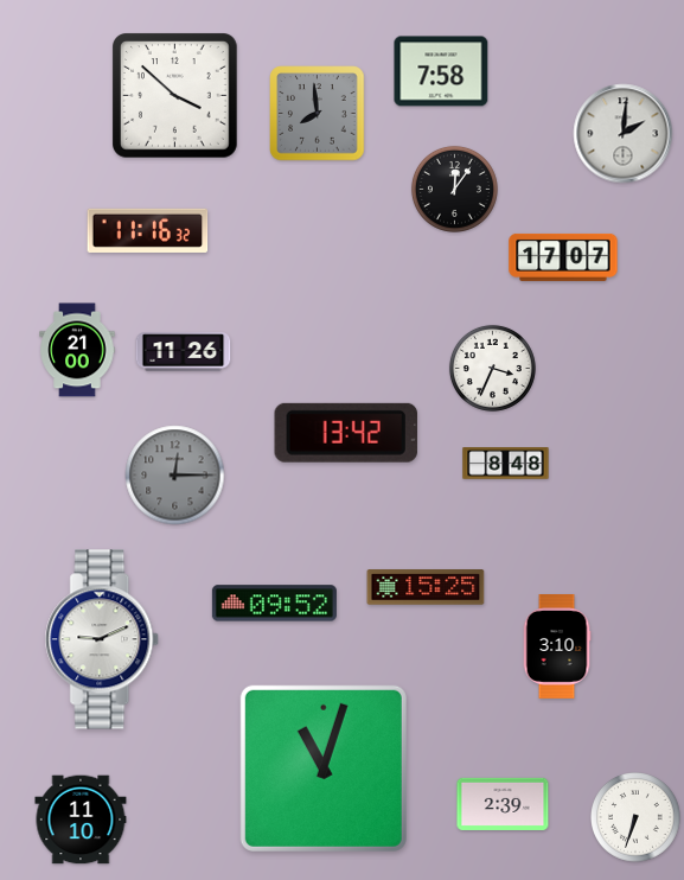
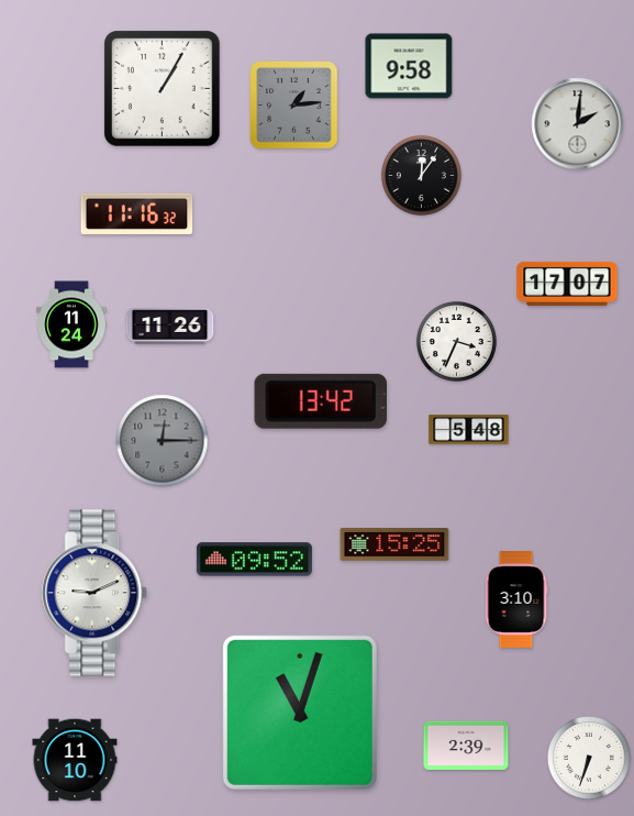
clock at (441, 71): 7:58 -> 9:58
clock at (175, 96): 3:52 -> 1:05
clock at (318, 114): 7:59 -> 1:14
clock at (563, 257) position: (563, 257) -> (567, 284)
clock at (77, 350): 21:00 -> 11:24
clock at (506, 464): 8:48 -> 5:48
